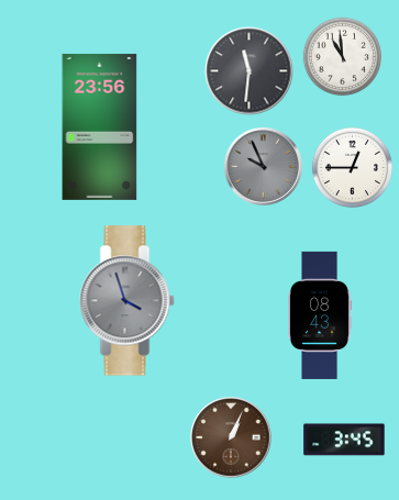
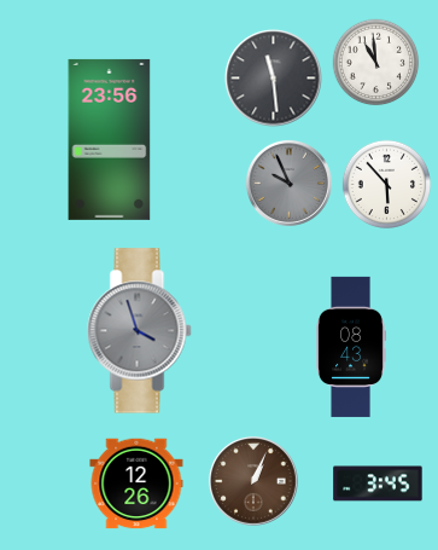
clock at (250, 71): 11:31 -> 11:29
clock at (352, 167): 12:45 -> 5:53
clock at (136, 484): none -> 12:26
